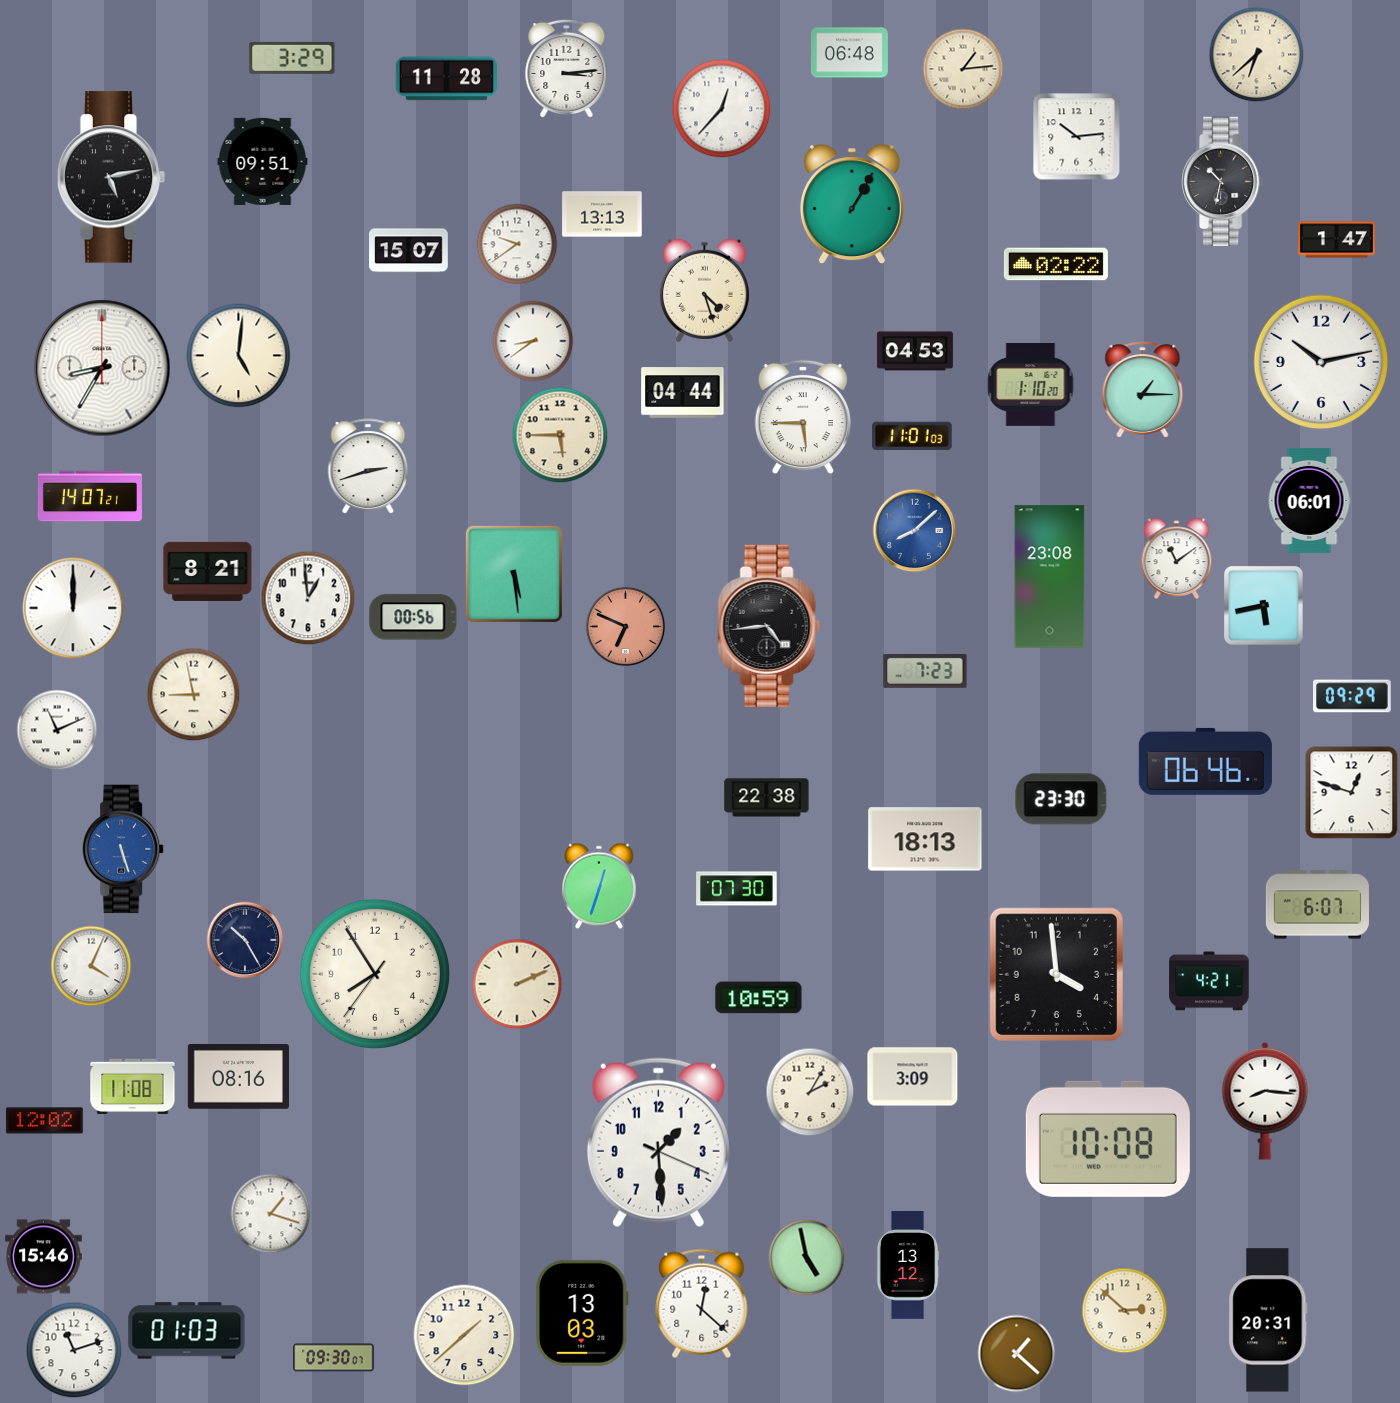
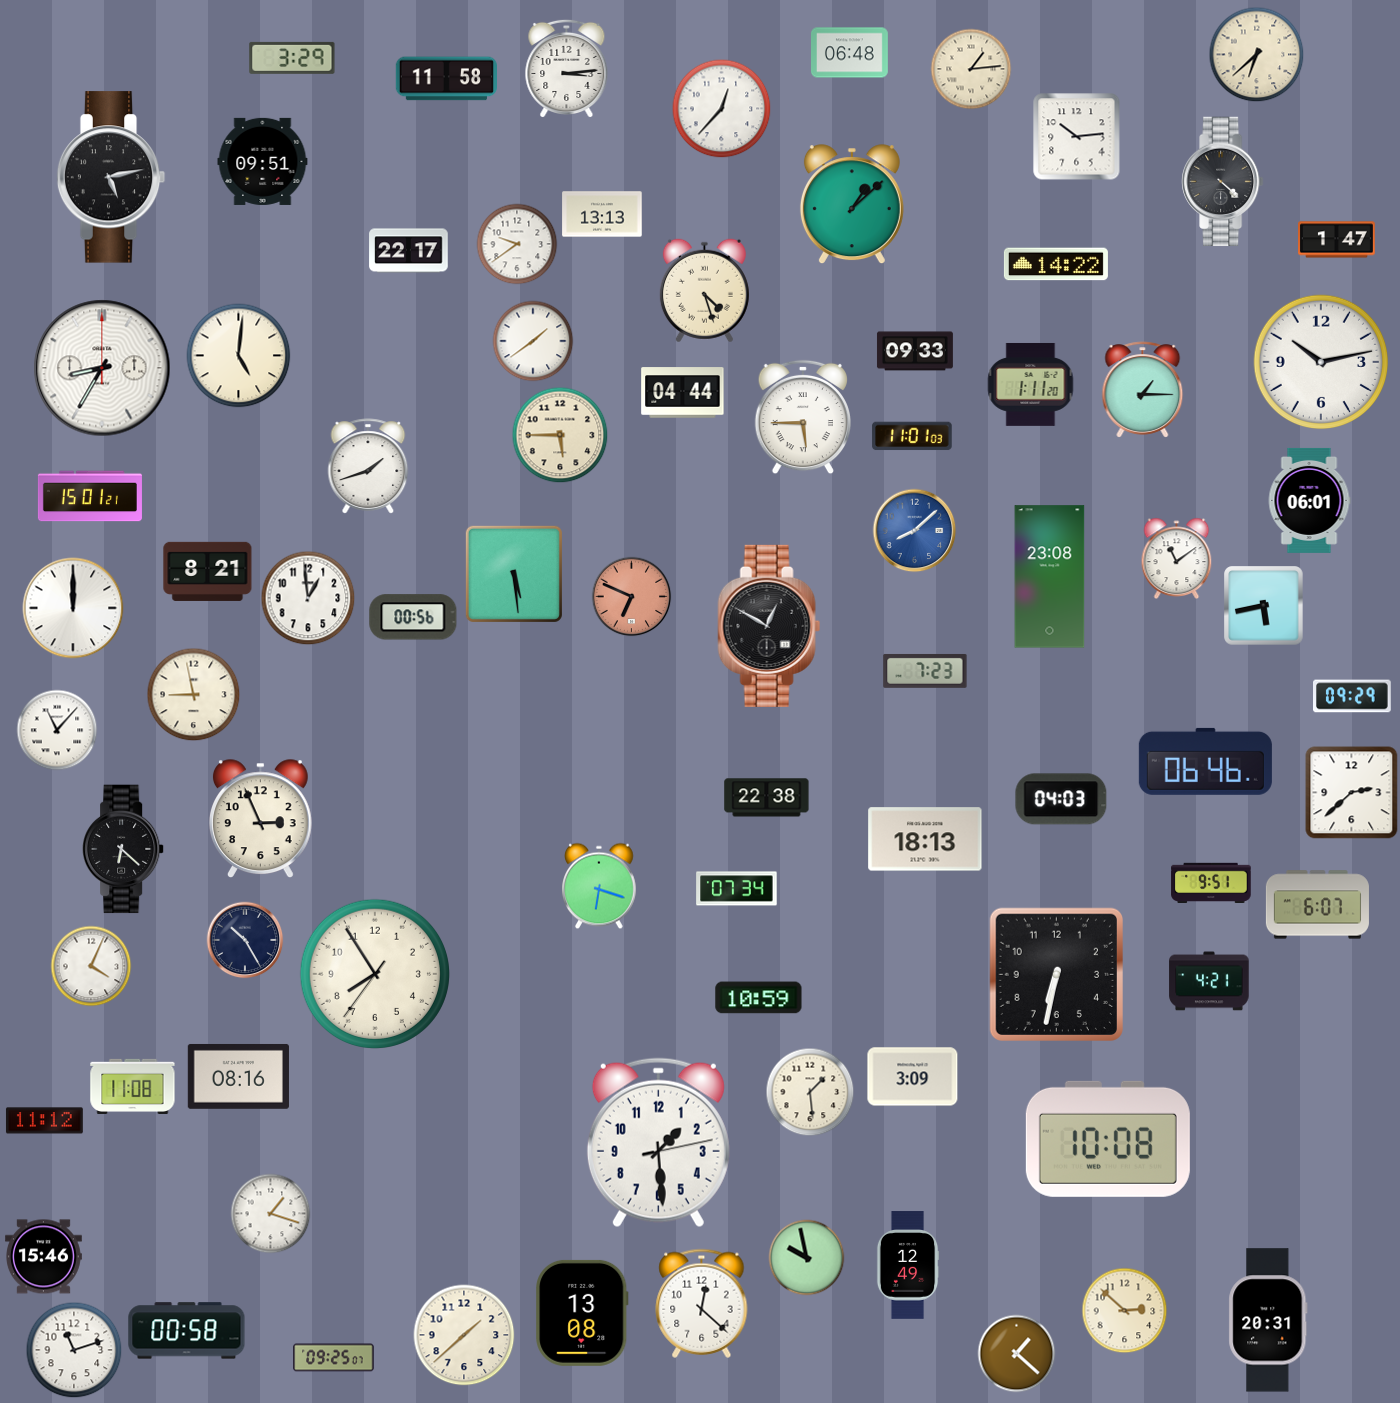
clock at (963, 69) position: (963, 69) -> (971, 69)
clock at (446, 79): 11:28 -> 11:58
clock at (1223, 182): 10:32 -> 4:22
clock at (852, 205): 1:05 -> 1:08
clock at (409, 251): 15:07 -> 22:17
clock at (1056, 264): 02:22 -> 14:22
clock at (533, 341): 8:39 -> 1:39
clock at (915, 351): 04:53 -> 09:33
clock at (1031, 384): 1:10 -> 1:11
clock at (368, 466): 2:42 -> 1:42
clock at (90, 496): 14:07 -> 15:01
clock at (769, 626): 4:44 -> 12:50
clock at (626, 627) position: (626, 627) -> (632, 597)
clock at (57, 730): 11:11 -> 11:07
clock at (1352, 793): 12:48 -> 2:38
clock at (1061, 799): 23:30 -> 04:03
clock at (260, 818): none -> 2:56
clock at (124, 849): 5:27 -> 6:22
clock at (124, 849) dial: blue -> black
clock at (1211, 882): none -> 9:51
clock at (600, 886): 12:33 -> 6:18
clock at (737, 889): 07:30 -> 07:34
clock at (1056, 974): 3:59 -> 6:32
clock at (517, 984): 2:11 -> none
clock at (810, 1092): 2:05 -> 1:29
clock at (1265, 1101): 8:16 -> none
clock at (44, 1121): 12:02 -> 11:12
clock at (658, 1143): 1:29:19 -> 1:29:13
clock at (807, 1258): 4:58 -> 9:58
clock at (908, 1265): 13:12 -> 12:49
clock at (582, 1313): 13:03 -> 13:08
clock at (187, 1331): 01:03 -> 00:58
clock at (334, 1358): 09:30 -> 09:25
